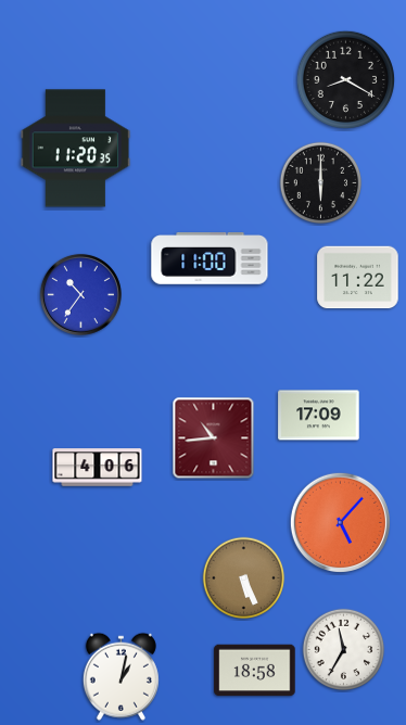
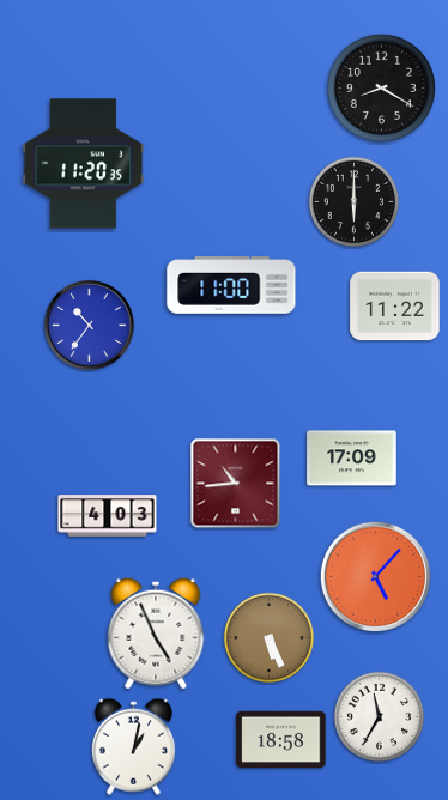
clock at (98, 468): 4:06 -> 4:03
clock at (156, 634): none -> 4:56
